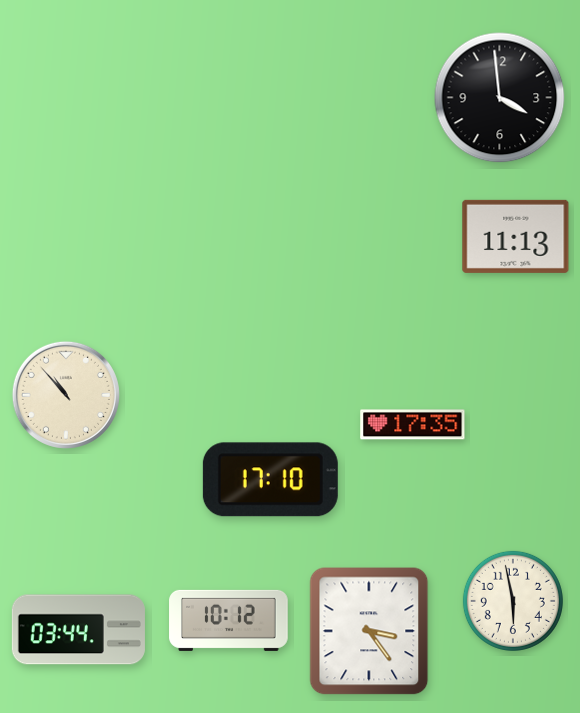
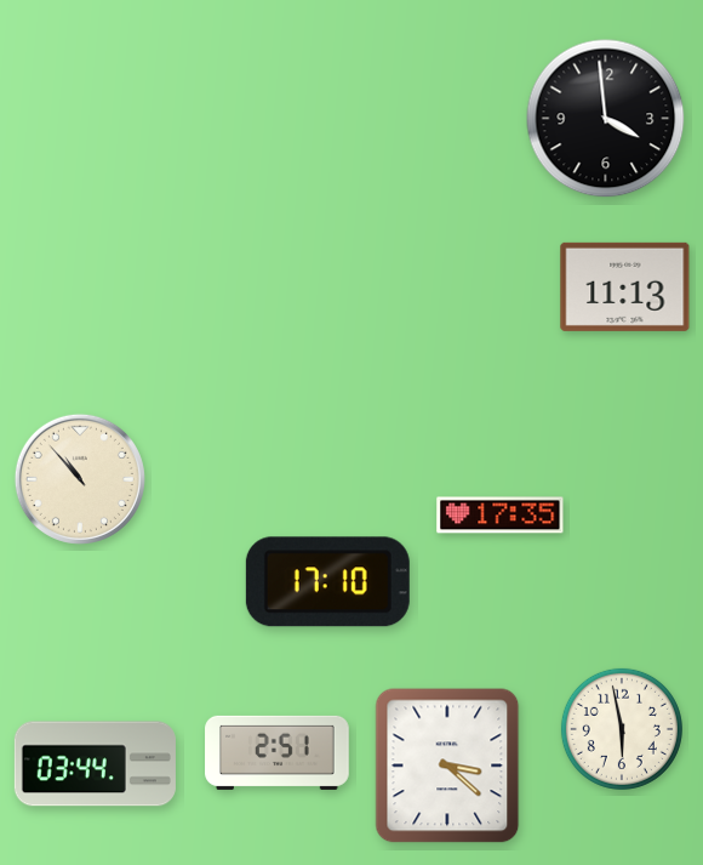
clock at (229, 620): 10:12 -> 2:51
clock at (369, 631): 3:24 -> 3:22
